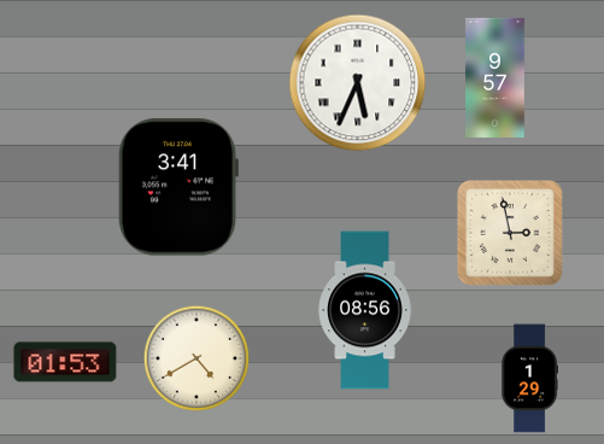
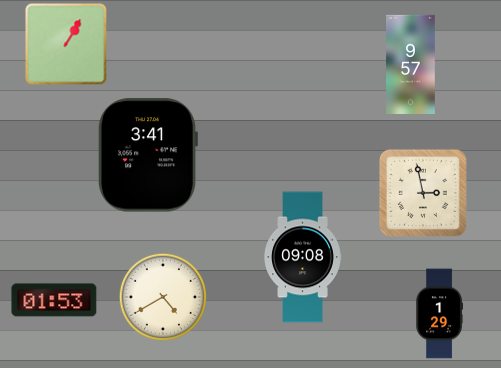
clock at (66, 44): none -> 1:05
clock at (358, 83): 5:34 -> none
clock at (365, 310): 08:56 -> 09:08
